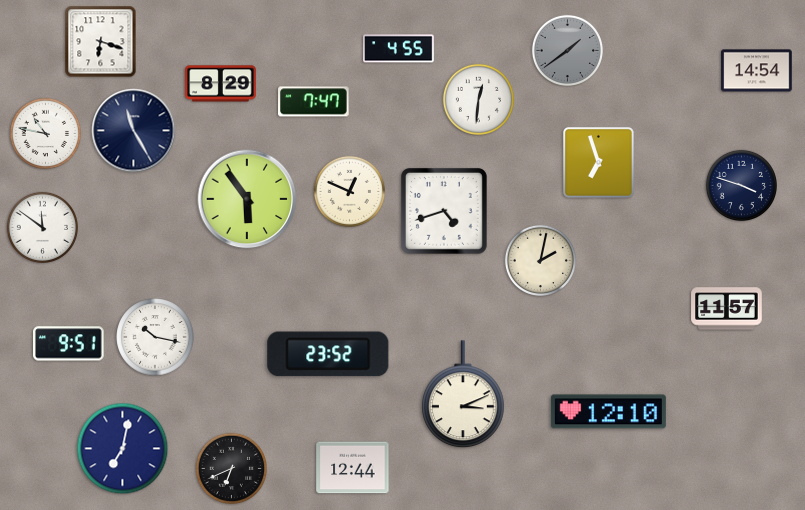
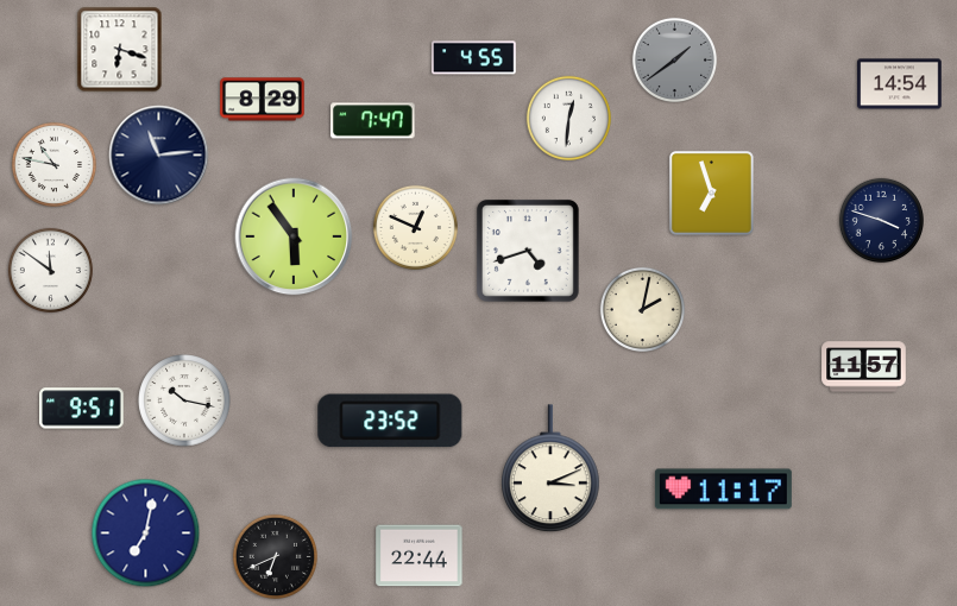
clock at (134, 131): 11:25 -> 11:14
clock at (45, 133) position: (45, 133) -> (53, 164)
clock at (608, 412): 12:10 -> 11:17
clock at (353, 468): 12:44 -> 22:44
